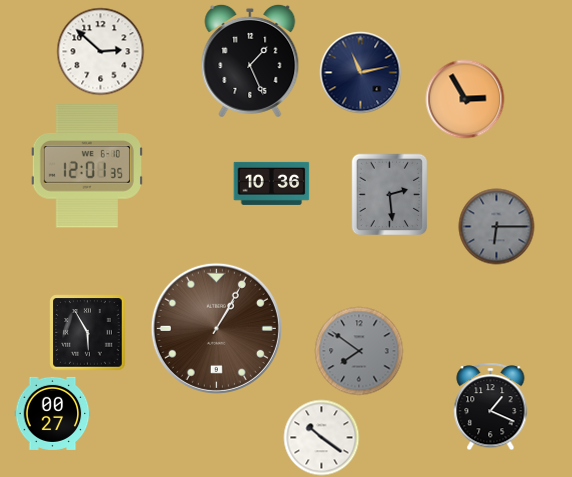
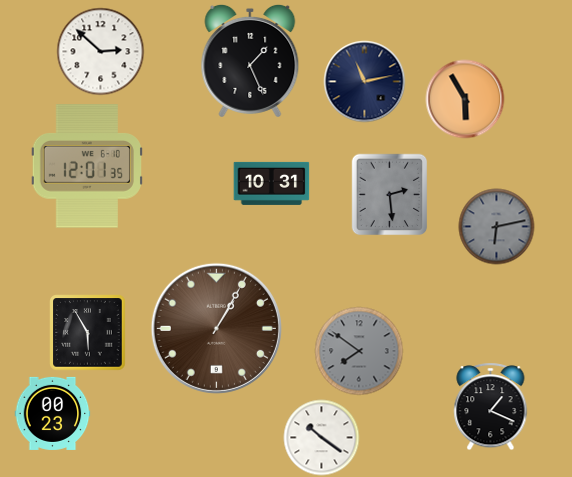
clock at (361, 73) position: (361, 73) -> (365, 82)
clock at (465, 99): 2:55 -> 5:55
clock at (272, 183): 10:36 -> 10:31
clock at (497, 227): 6:15 -> 6:13
clock at (53, 413): 00:27 -> 00:23
